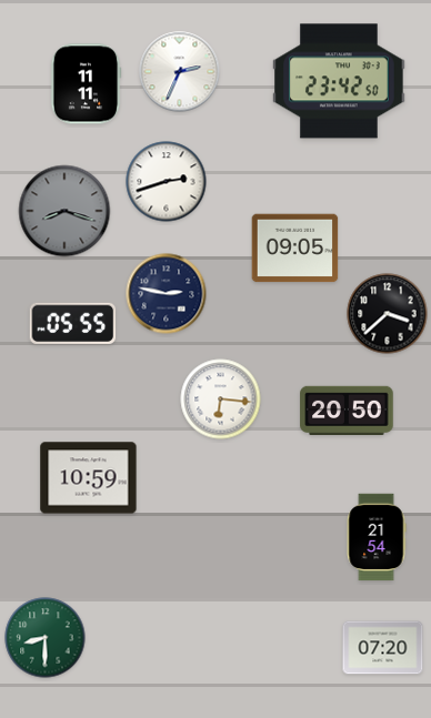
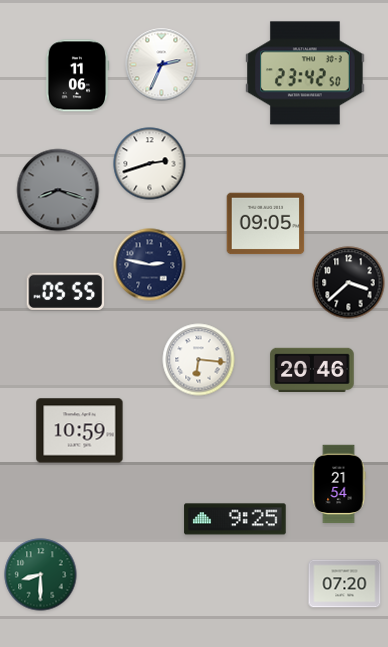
clock at (86, 84): 11:11 -> 11:06
clock at (347, 409): 20:50 -> 20:46
clock at (235, 519): none -> 9:25
